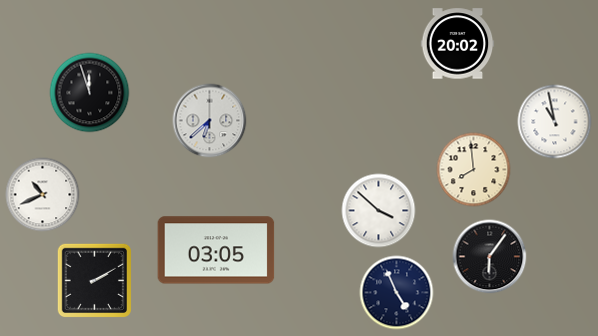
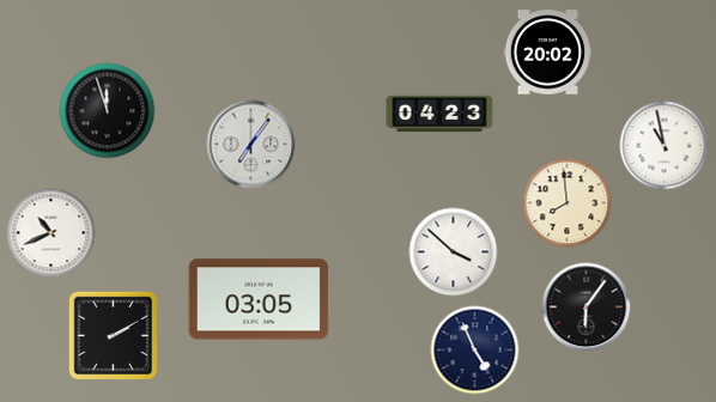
clock at (439, 114): none -> 04:23
clock at (210, 121): 6:38 -> 7:06
